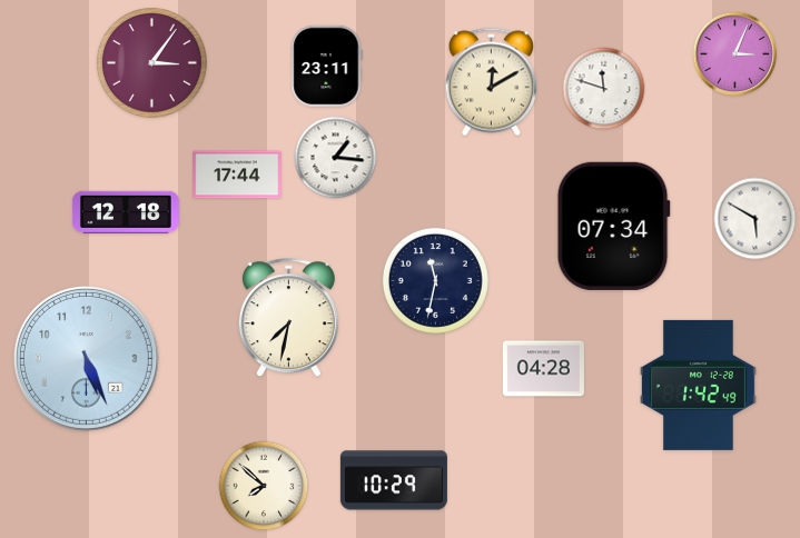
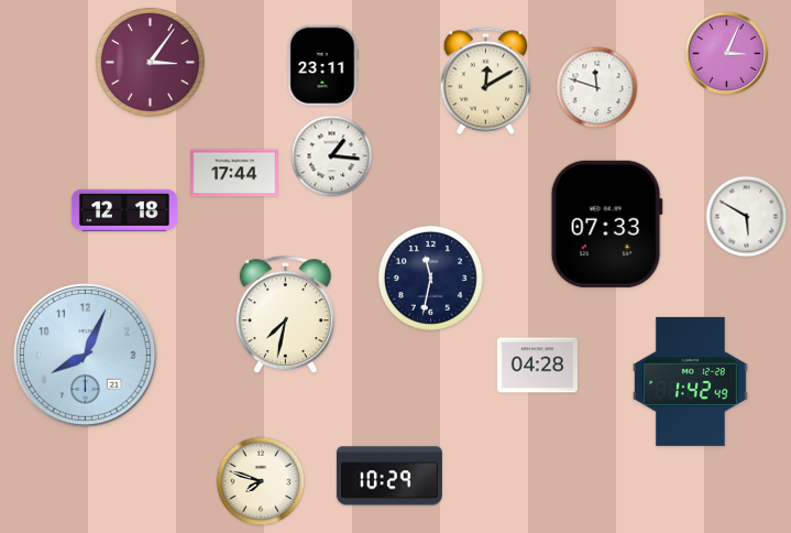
clock at (613, 226): 07:34 -> 07:33
clock at (86, 358): 5:26 -> 8:04
clock at (264, 486): 7:52 -> 7:48
